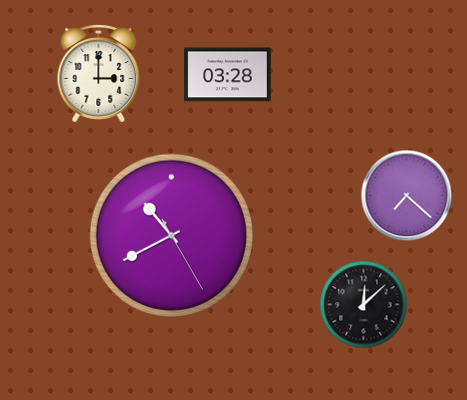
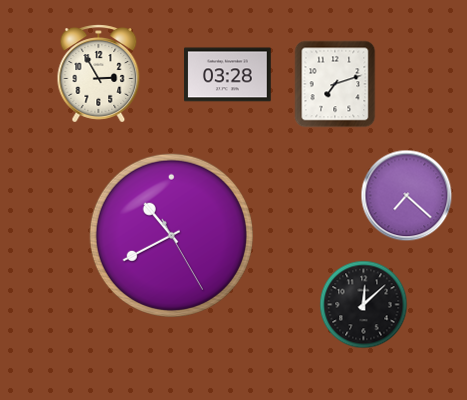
clock at (99, 74): 3:00 -> 2:55
clock at (335, 84): none -> 7:12
